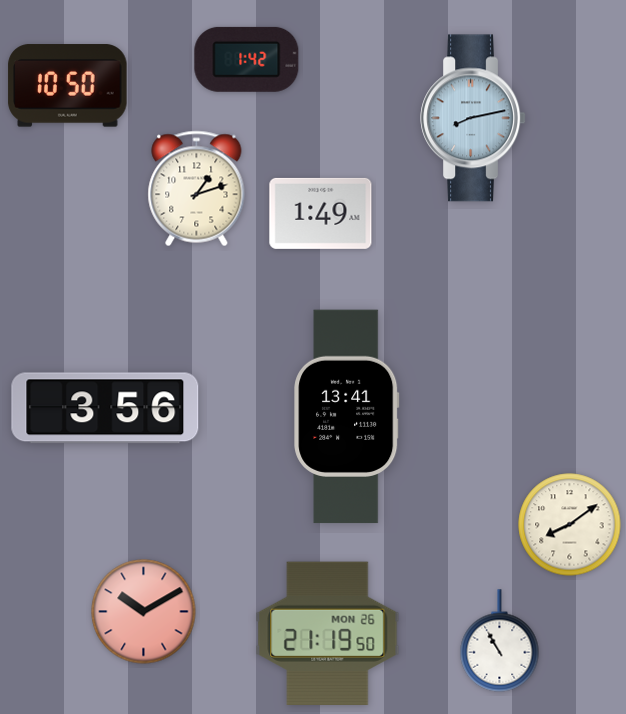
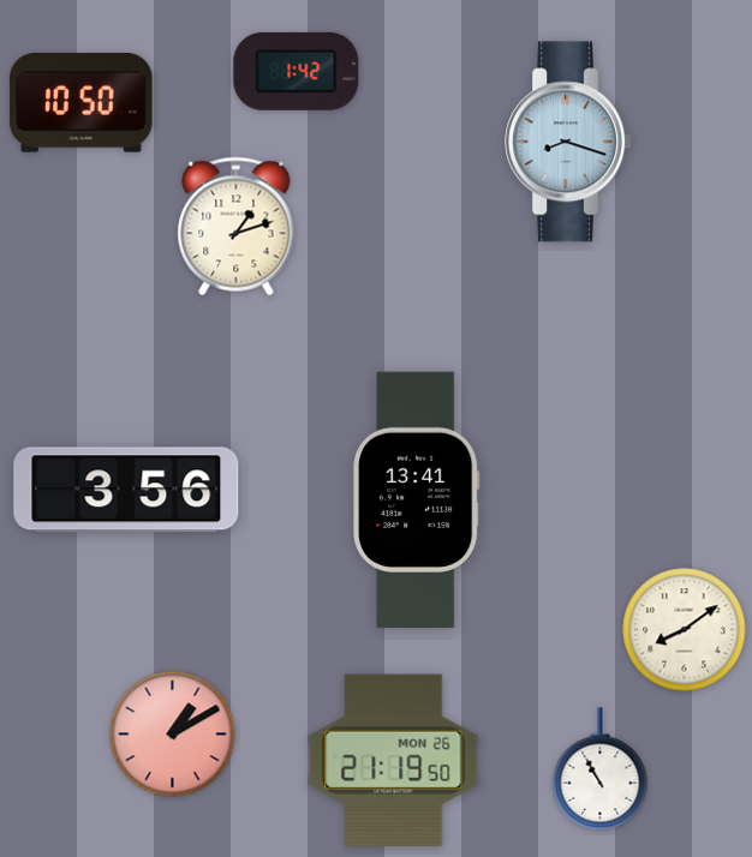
clock at (473, 118): 8:13 -> 8:18
clock at (321, 213): 1:49 -> none
clock at (144, 612): 10:10 -> 1:10
